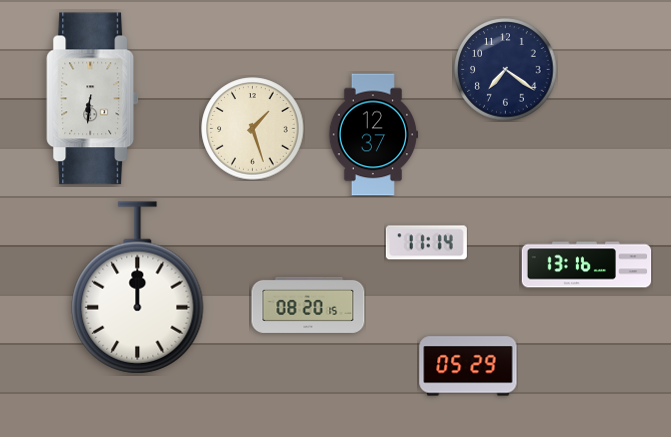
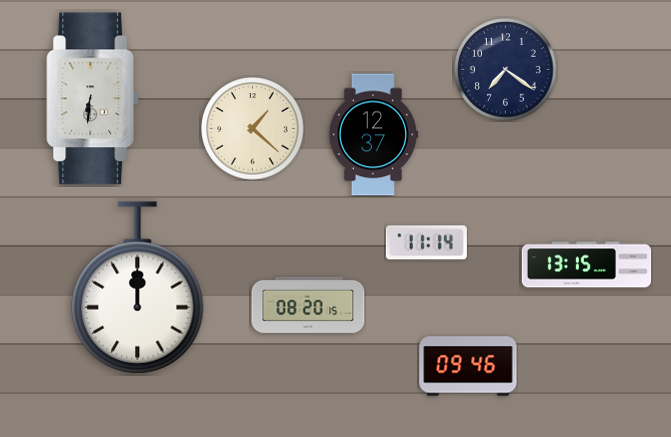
clock at (253, 129): 1:27 -> 1:22
clock at (587, 265): 13:16 -> 13:15
clock at (468, 366): 05:29 -> 09:46
